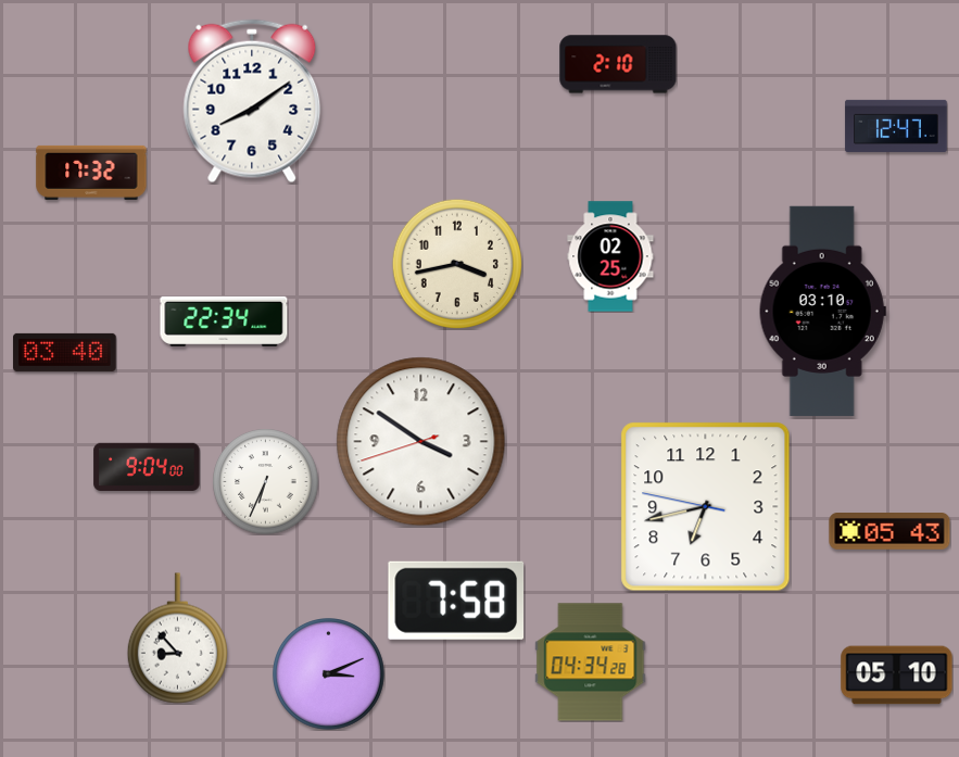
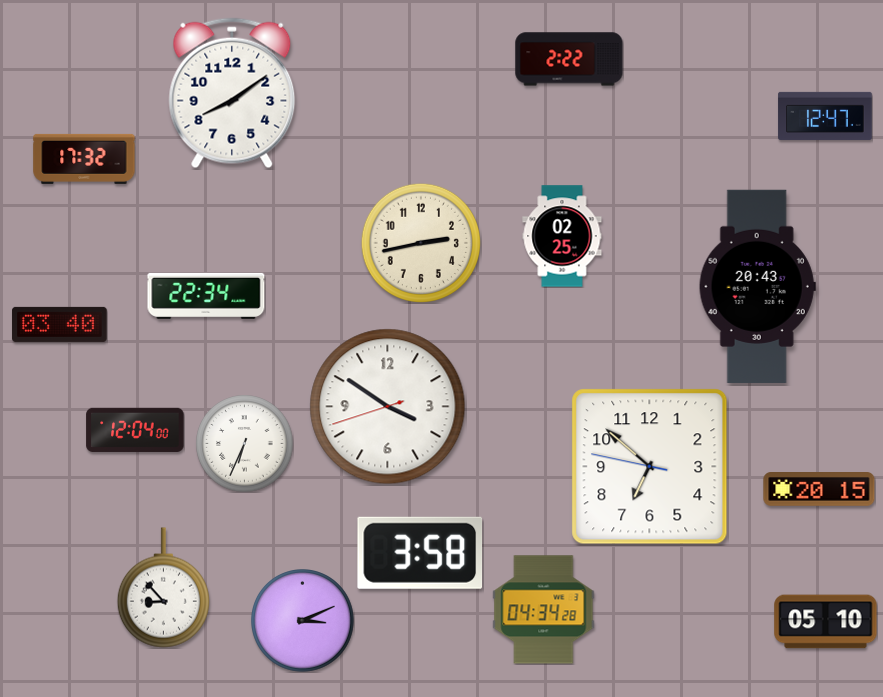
clock at (618, 64): 2:10 -> 2:22
clock at (457, 263): 3:43 -> 2:43
clock at (822, 311): 03:10 -> 20:43
clock at (147, 466): 9:04 -> 12:04
clock at (706, 507): 6:42 -> 6:51
clock at (889, 531): 05:43 -> 20:15
clock at (456, 601): 7:58 -> 3:58
